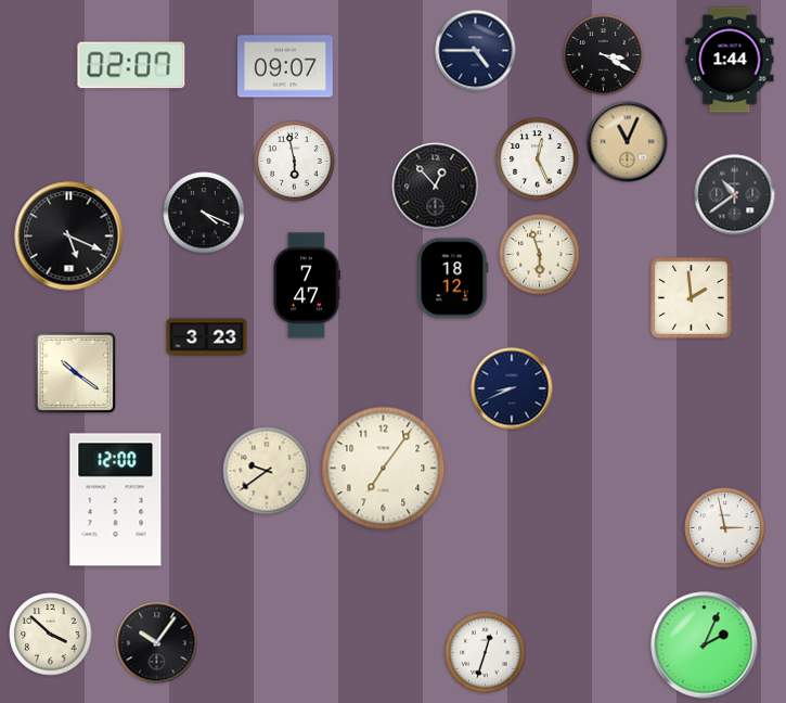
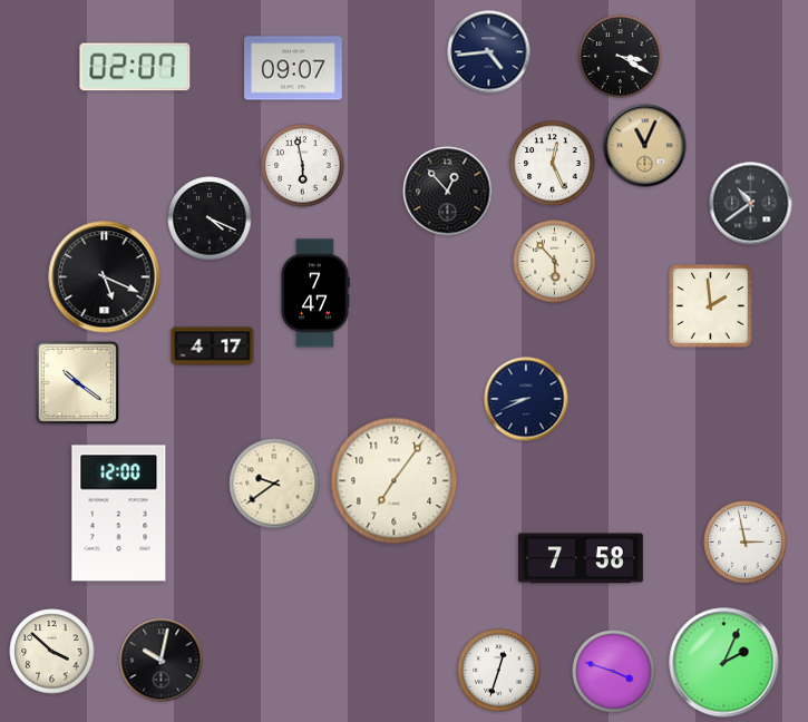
clock at (476, 51): 4:45 -> 4:44
clock at (730, 60): 1:44 -> none
clock at (735, 195) position: (735, 195) -> (751, 204)
clock at (69, 237) position: (69, 237) -> (105, 277)
clock at (540, 255): 5:57 -> 5:53
clock at (453, 279): 18:12 -> none
clock at (207, 337): 3:23 -> 4:17
clock at (581, 558): none -> 7:58
clock at (157, 643): 10:06 -> 10:02
clock at (614, 672): none -> 3:48
